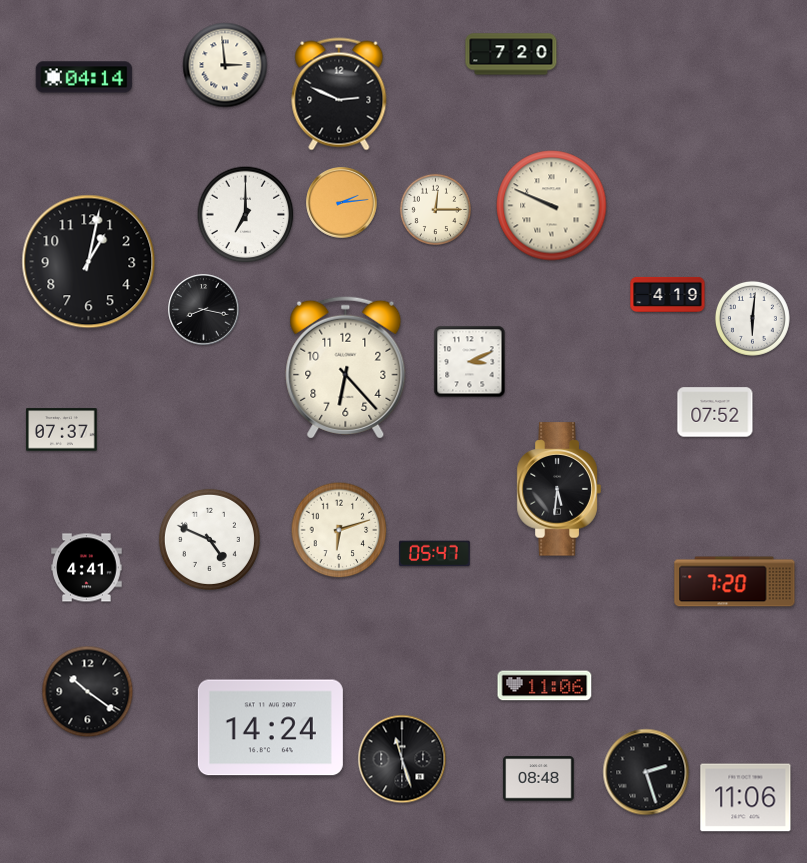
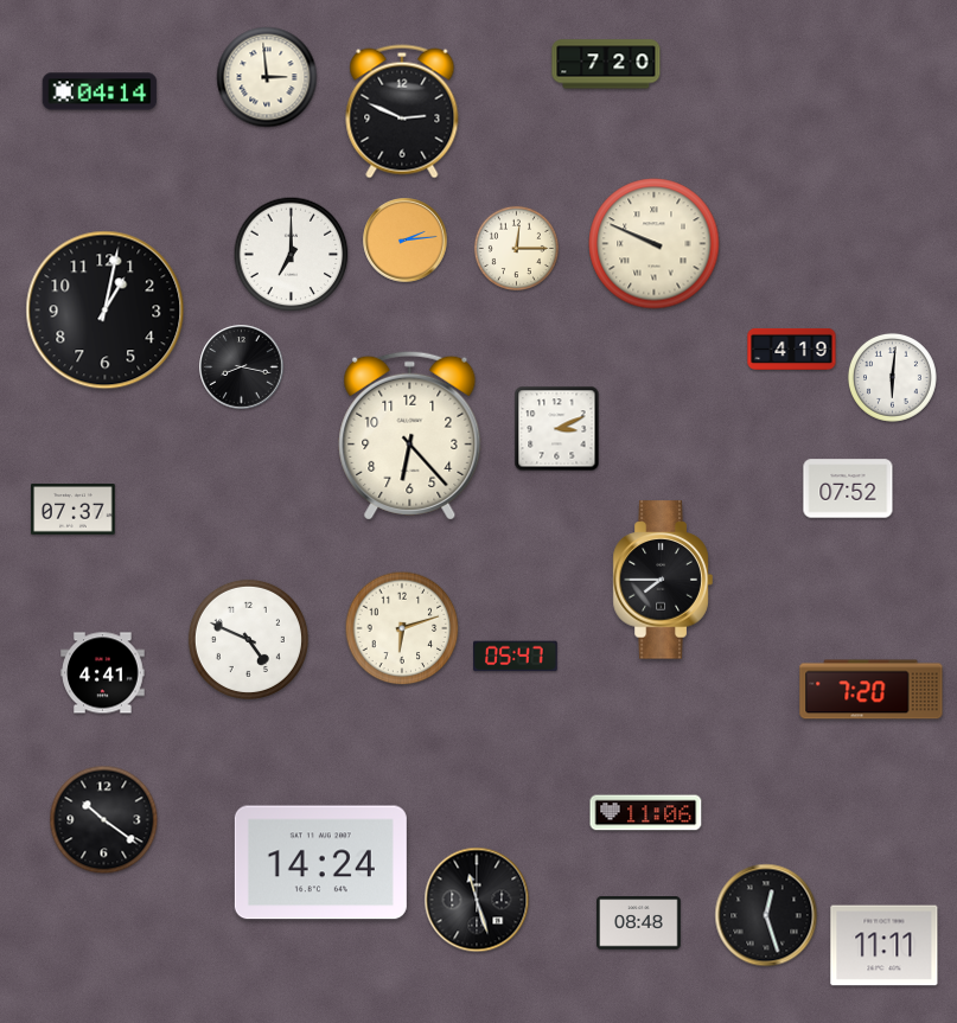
clock at (559, 489): 5:31 -> 7:45
clock at (646, 772): 2:27 -> 12:27
clock at (746, 798): 11:06 -> 11:11
